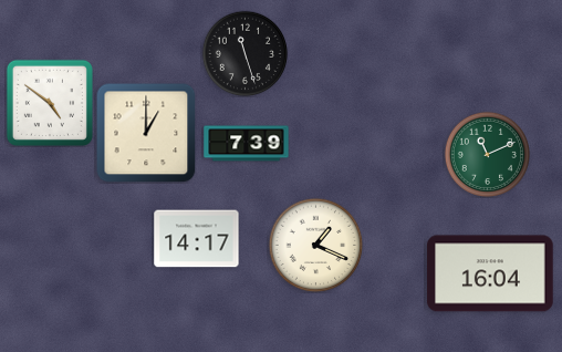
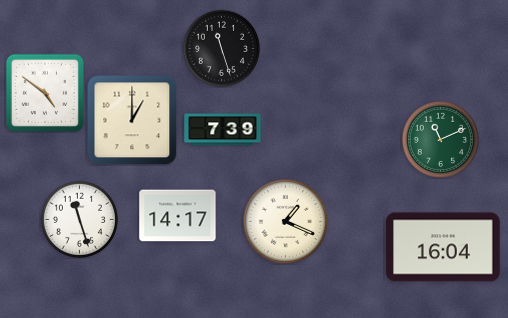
clock at (79, 219): none -> 11:27
